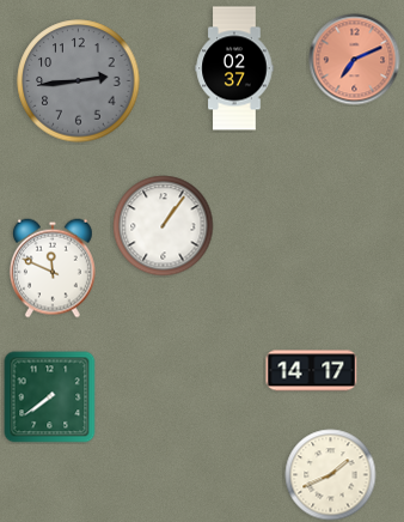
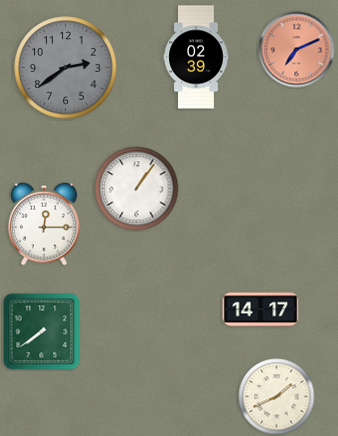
clock at (234, 68): 02:37 -> 02:39
clock at (79, 81): 2:44 -> 2:39
clock at (53, 268): 11:49 -> 12:15
